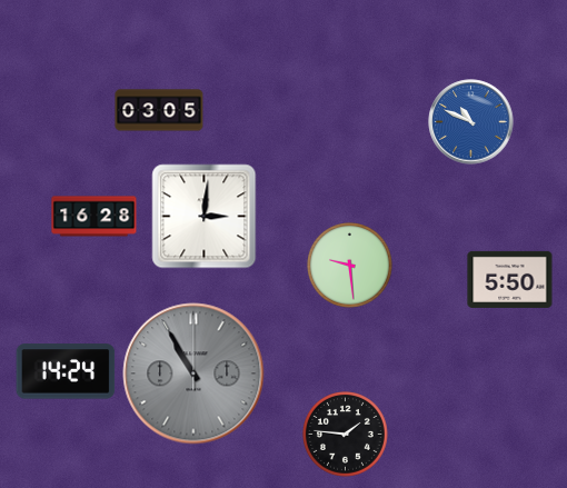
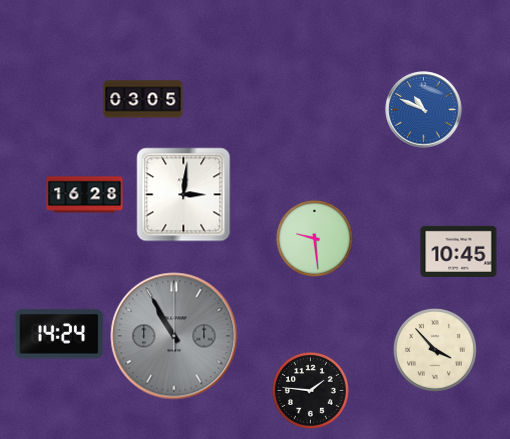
clock at (510, 279): 5:50 -> 10:45
clock at (435, 350): none -> 3:53
